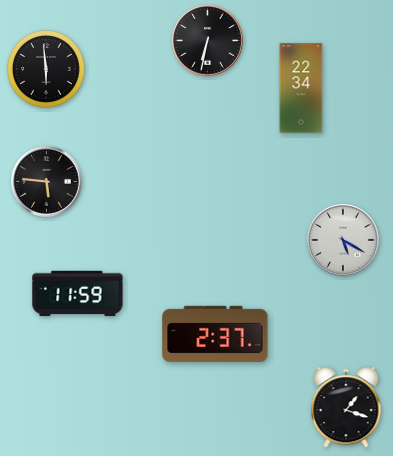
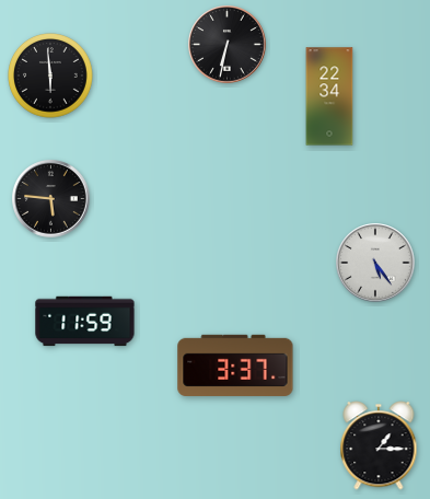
clock at (343, 240): 5:20 -> 5:24
clock at (215, 334): 2:37 -> 3:37
clock at (346, 407): 1:18 -> 1:15
